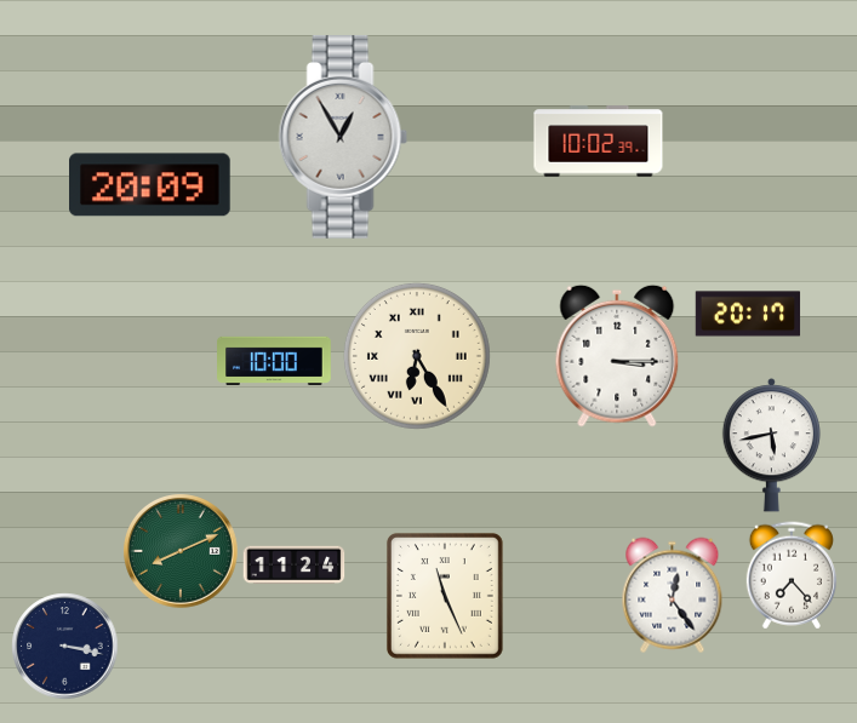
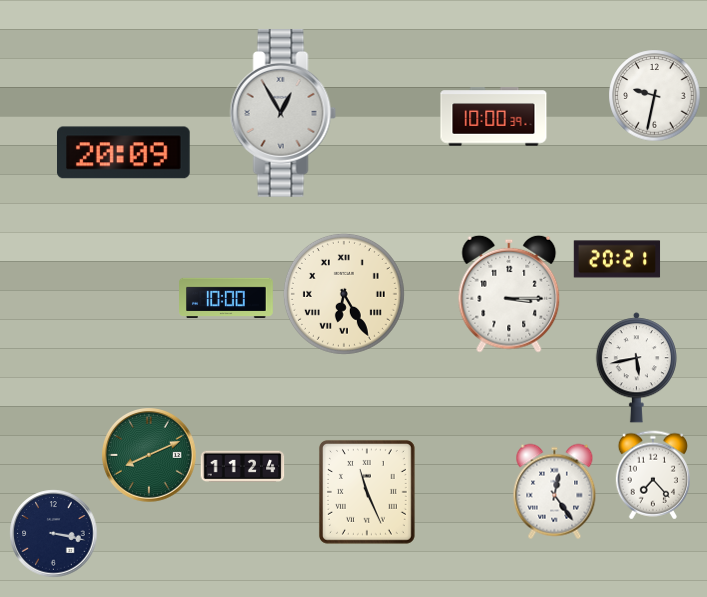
clock at (655, 96): none -> 9:32
clock at (599, 142): 10:02 -> 10:00
clock at (748, 314): 20:17 -> 20:21
